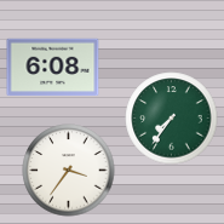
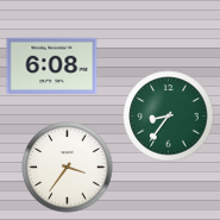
clock at (172, 119): 7:36 -> 8:36
